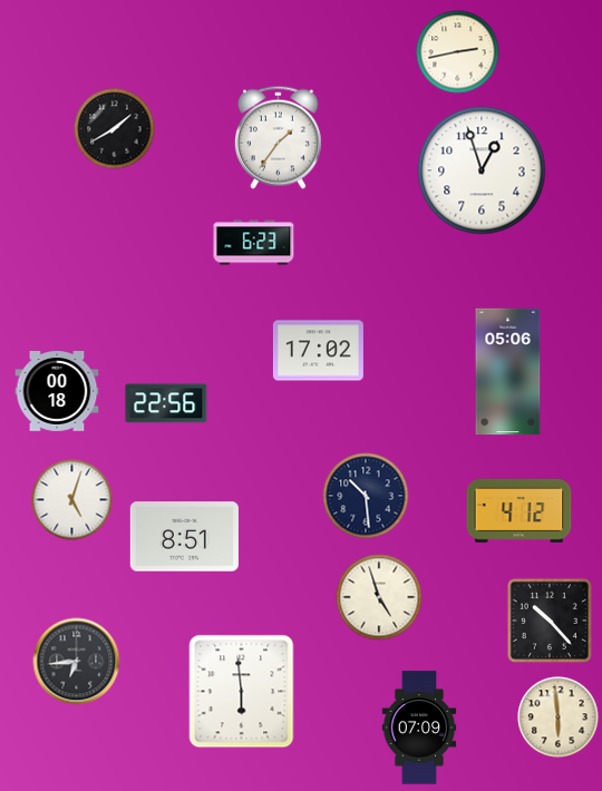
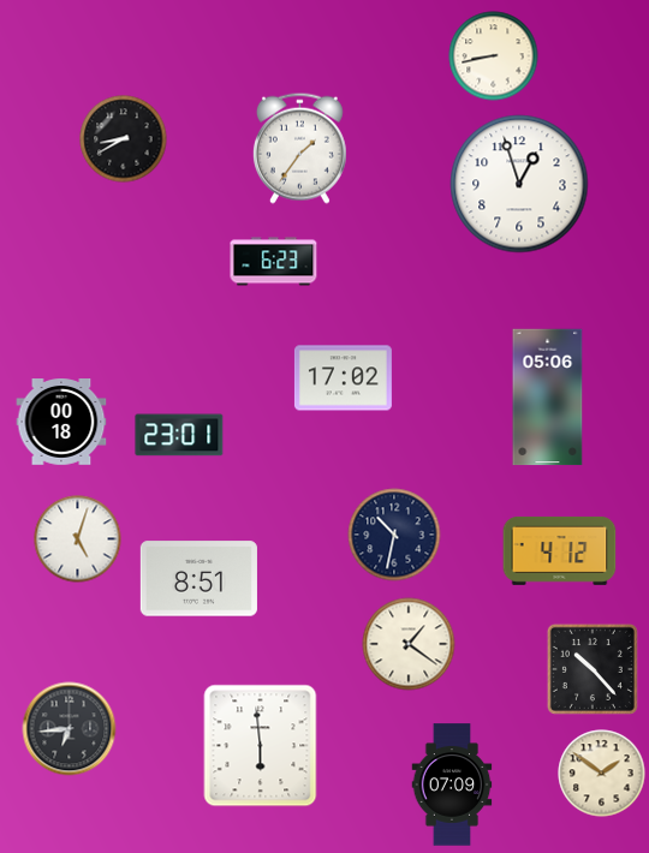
clock at (458, 52): 2:43 -> 8:43
clock at (115, 129): 1:40 -> 8:40
clock at (508, 372) position: (508, 372) -> (548, 398)
clock at (166, 403): 22:56 -> 23:01
clock at (366, 496): 10:29 -> 10:32
clock at (379, 597): 4:57 -> 1:21
clock at (77, 662) position: (77, 662) -> (70, 729)
clock at (559, 717): 5:59 -> 1:51
